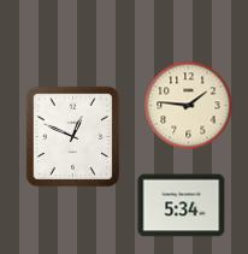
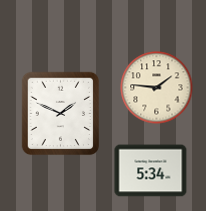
clock at (73, 137): 12:49 -> 1:49
